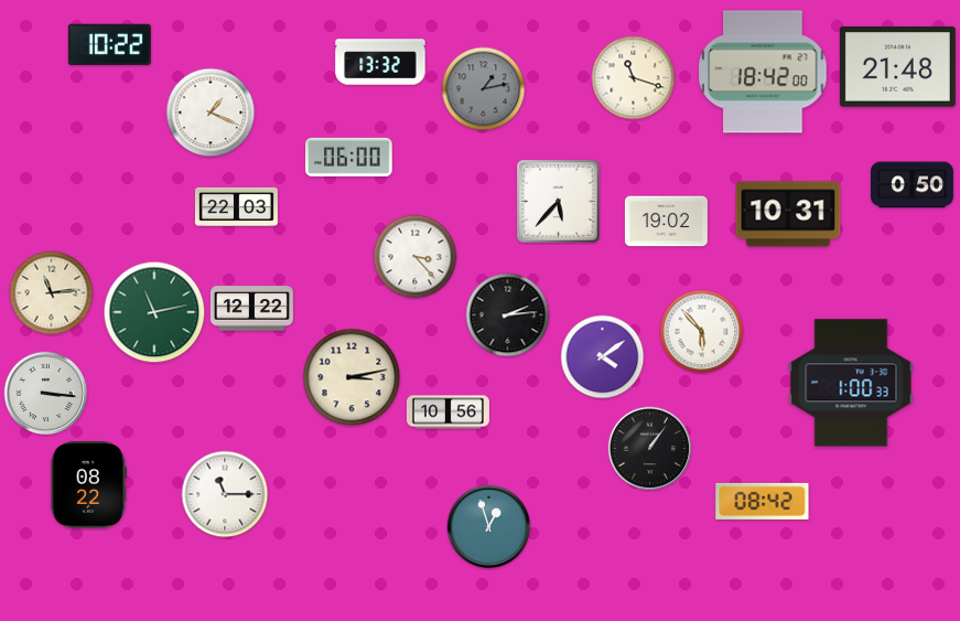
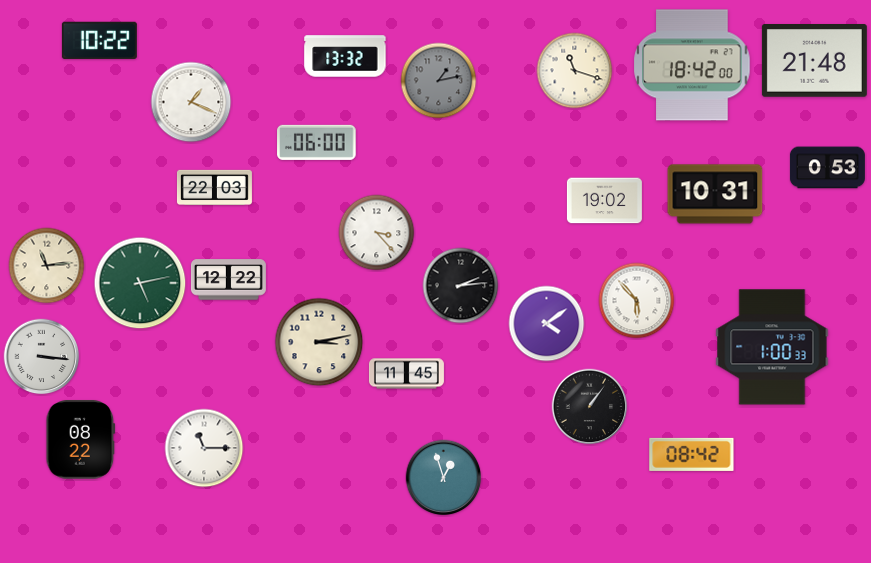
clock at (912, 185): 0:50 -> 0:53
clock at (559, 202): 5:37 -> none
clock at (154, 312): 11:13 -> 5:13
clock at (447, 413): 10:56 -> 11:45
